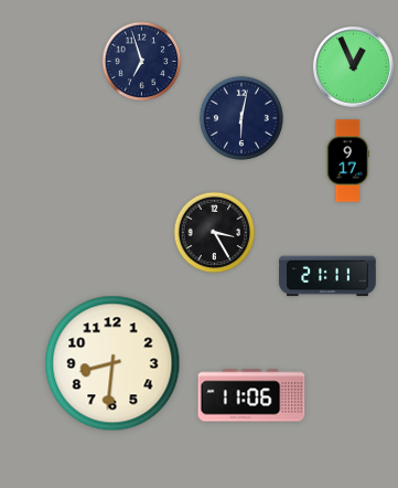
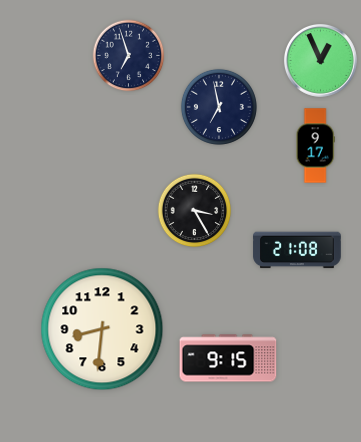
clock at (241, 118): 6:02 -> 6:58
clock at (327, 276): 21:11 -> 21:08
clock at (251, 395): 11:06 -> 9:15
